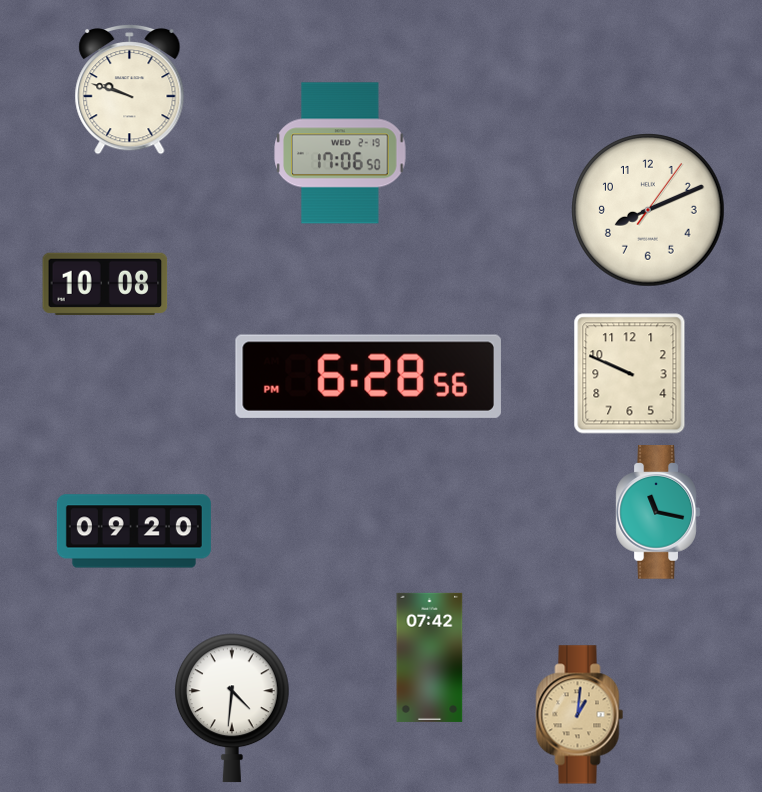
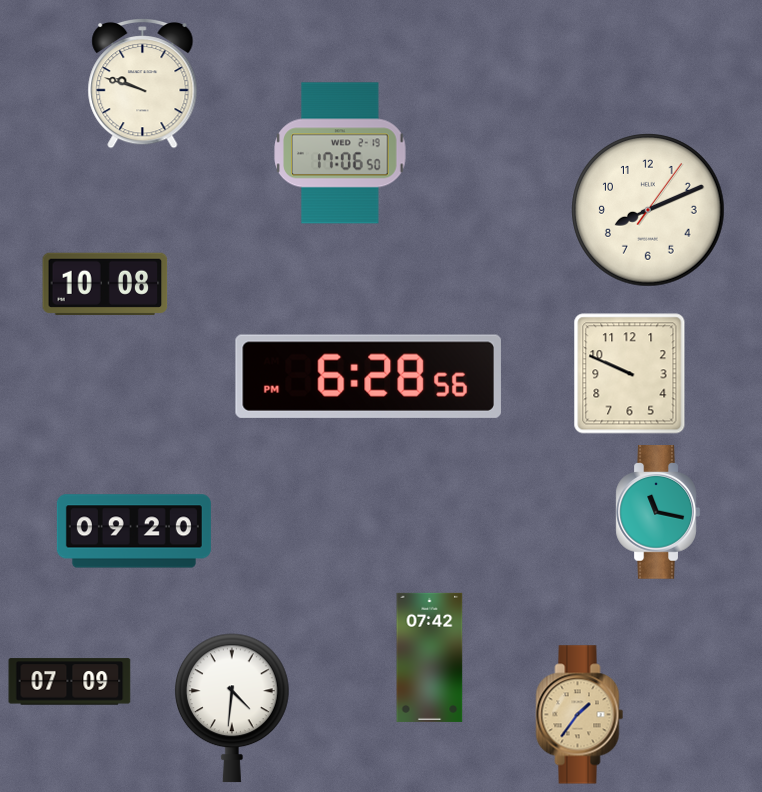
clock at (130, 89) position: (130, 89) -> (143, 83)
clock at (70, 682): none -> 07:09
clock at (580, 715): 1:01 -> 1:36
